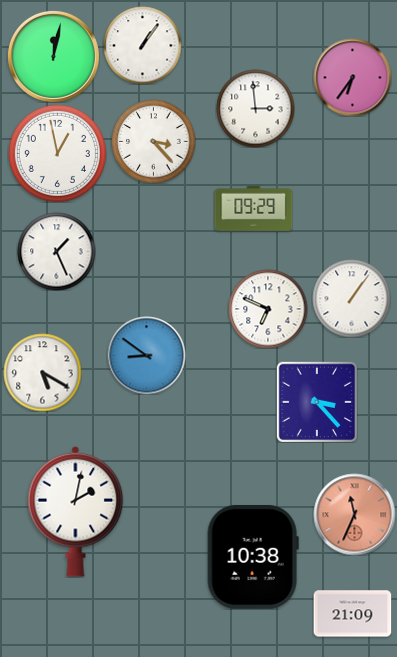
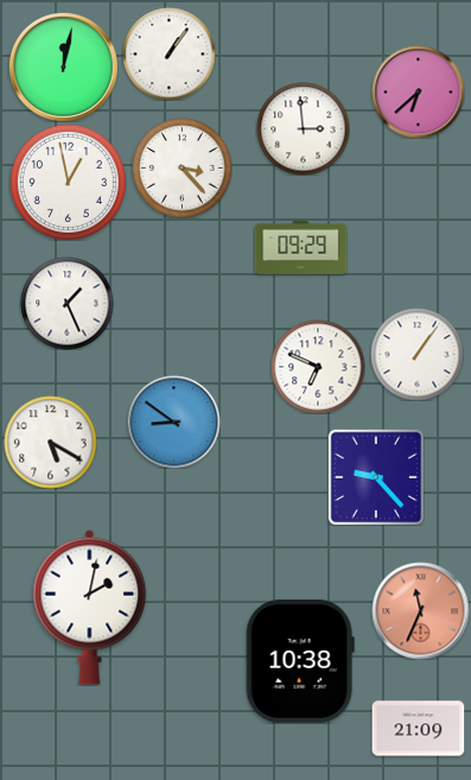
clock at (352, 77): 6:36 -> 6:38
clock at (56, 251) position: (56, 251) -> (66, 303)
clock at (317, 402): 3:23 -> 9:23
